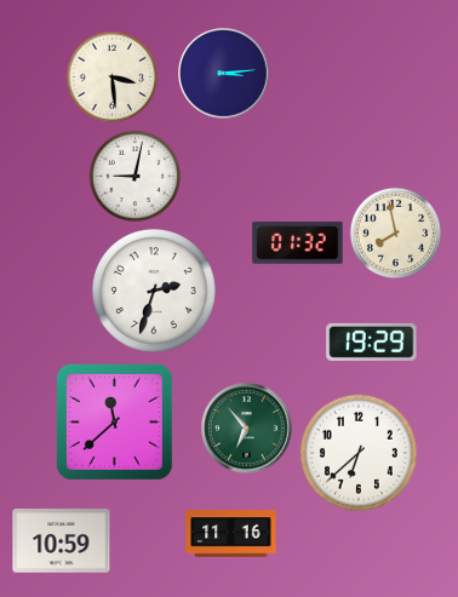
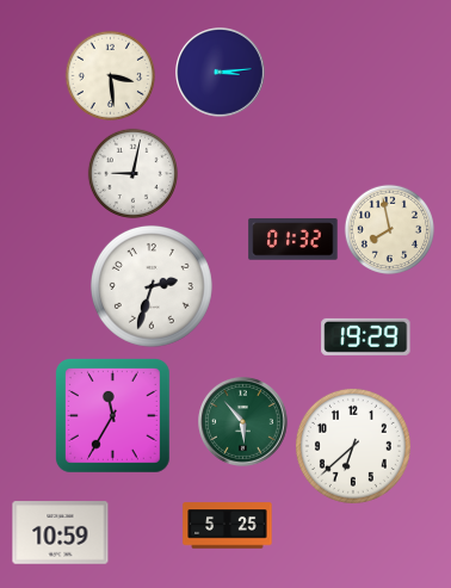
clock at (114, 421): 11:38 -> 11:35
clock at (247, 429): 6:53 -> 5:53
clock at (231, 534): 11:16 -> 5:25
